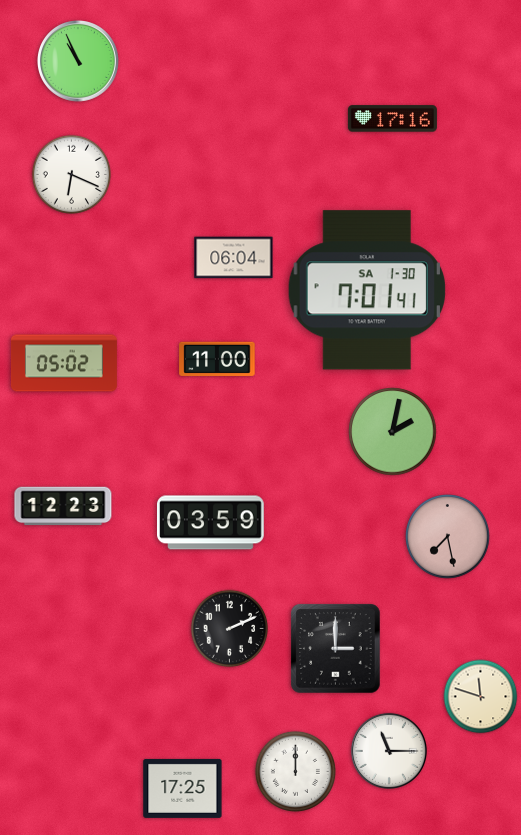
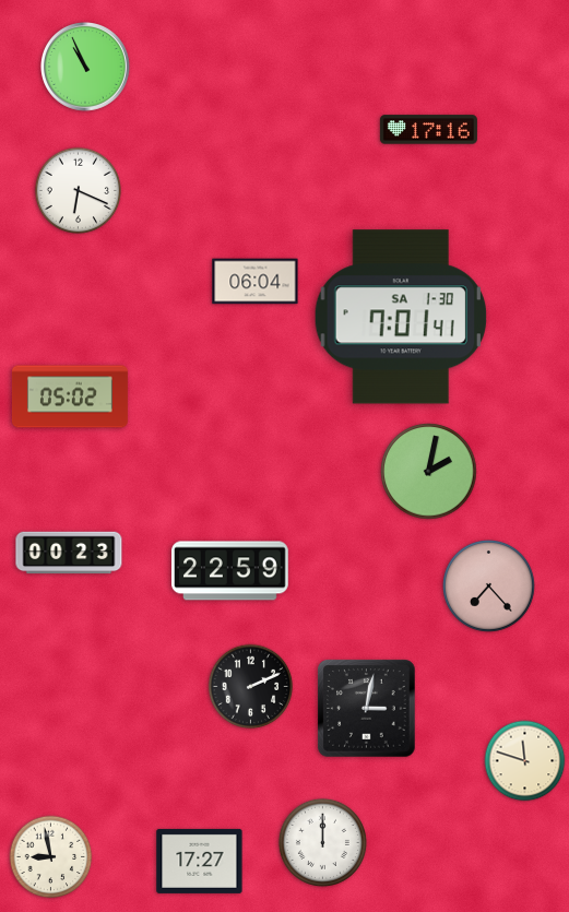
clock at (217, 359): 11:00 -> none
clock at (63, 506): 12:23 -> 00:23
clock at (211, 523): 03:59 -> 22:59
clock at (448, 537): 7:28 -> 7:23
clock at (336, 649): 3:00 -> 3:02
clock at (389, 751): 11:15 -> none
clock at (51, 857): none -> 8:58
clock at (183, 788): 17:25 -> 17:27
